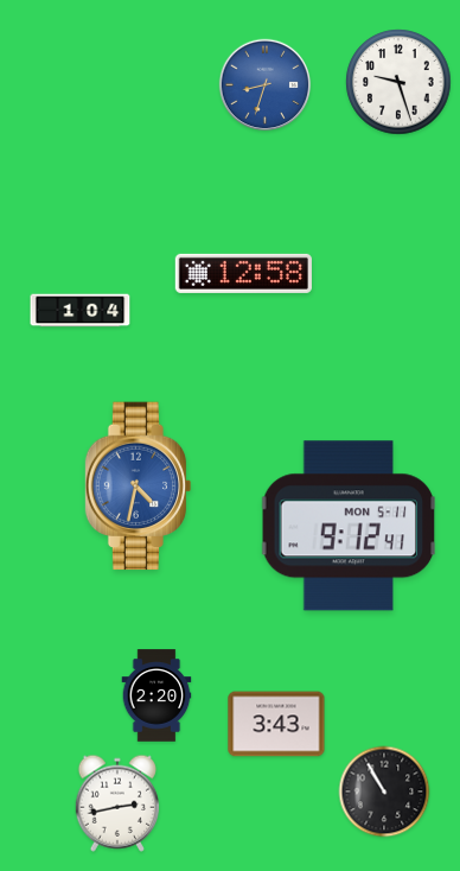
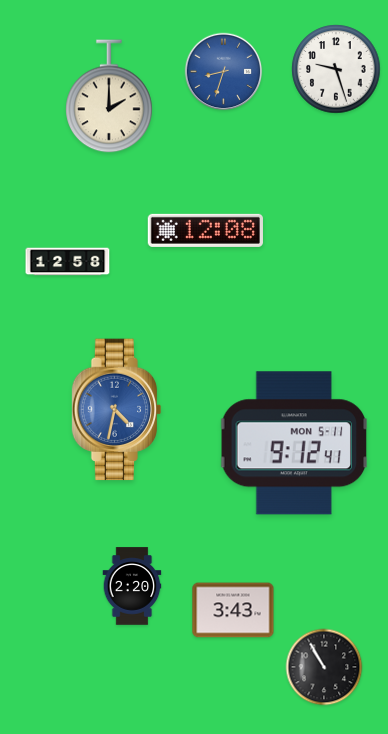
clock at (109, 96): none -> 2:00
clock at (243, 273): 12:58 -> 12:08
clock at (81, 311): 1:04 -> 12:58
clock at (116, 803): 2:43 -> none
